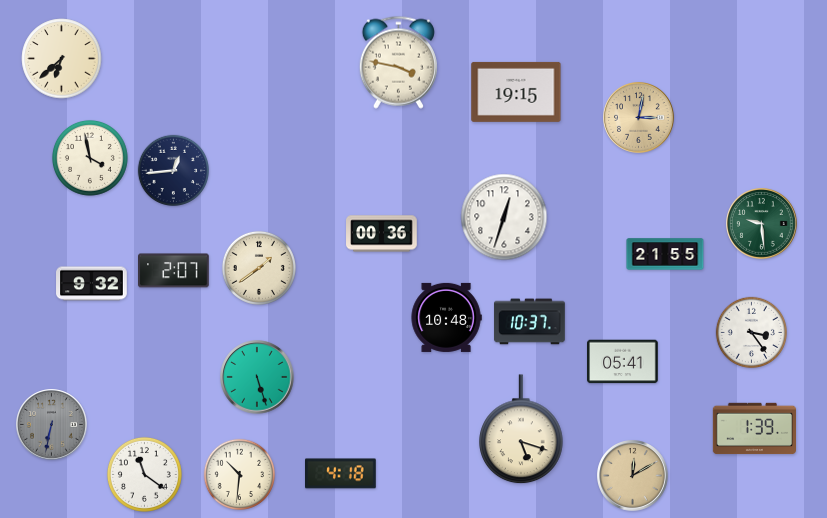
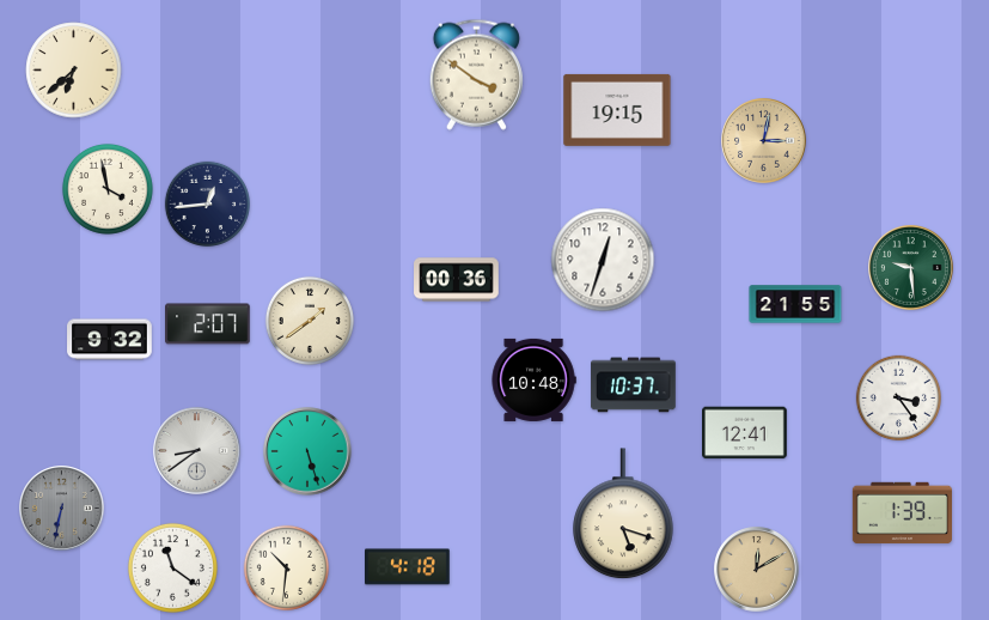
clock at (398, 62): 3:47 -> 3:51
clock at (623, 362): 05:41 -> 12:41
clock at (197, 451): none -> 8:39
